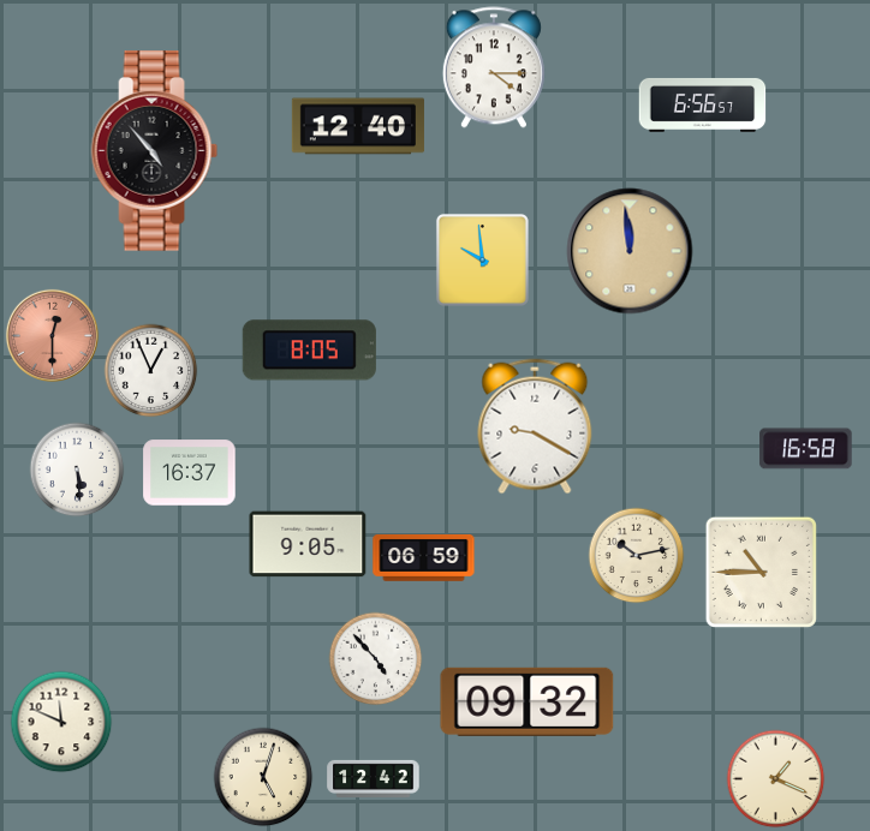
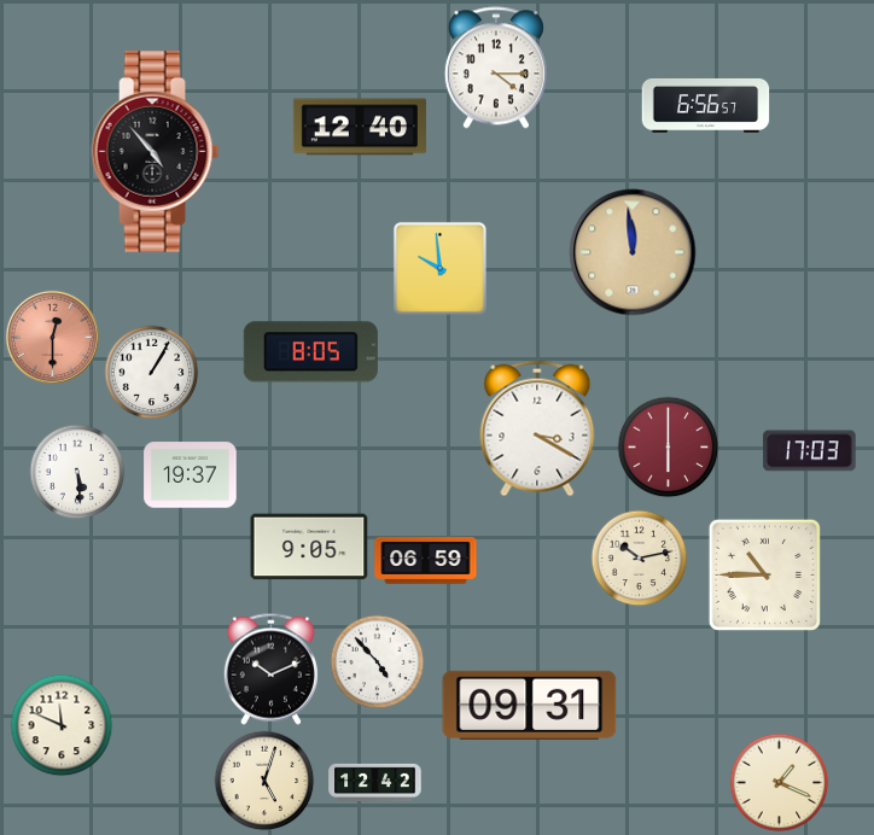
clock at (482, 259) position: (482, 259) -> (439, 268)
clock at (150, 370): 12:56 -> 1:05
clock at (535, 426): 9:20 -> 3:20
clock at (668, 446): none -> 6:00
clock at (806, 449): 16:58 -> 17:03
clock at (190, 473): 16:37 -> 19:37
clock at (270, 668): none -> 10:11
clock at (528, 701): 09:32 -> 09:31
